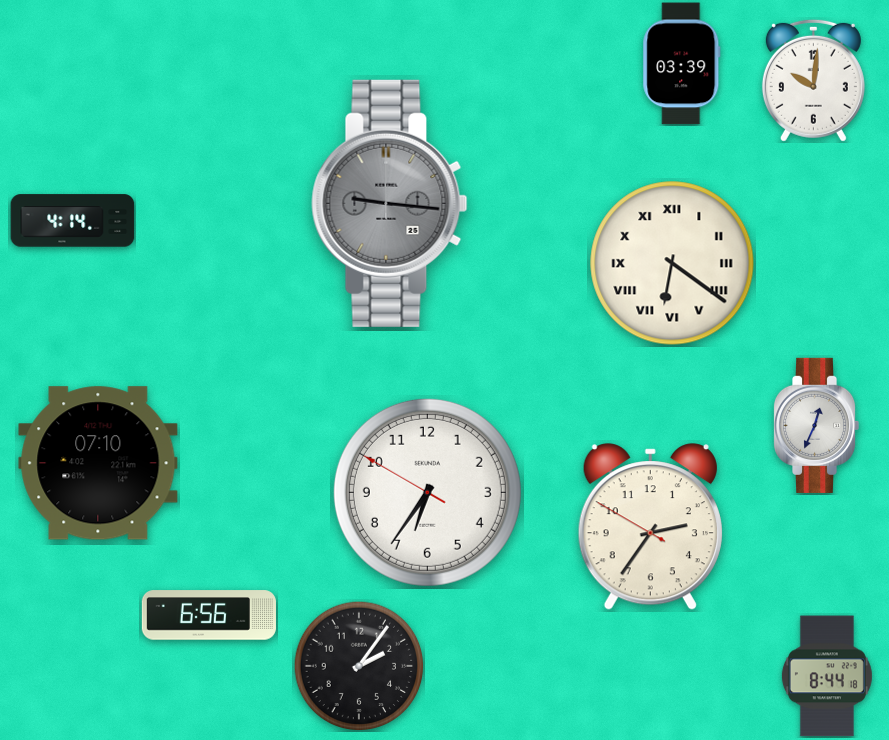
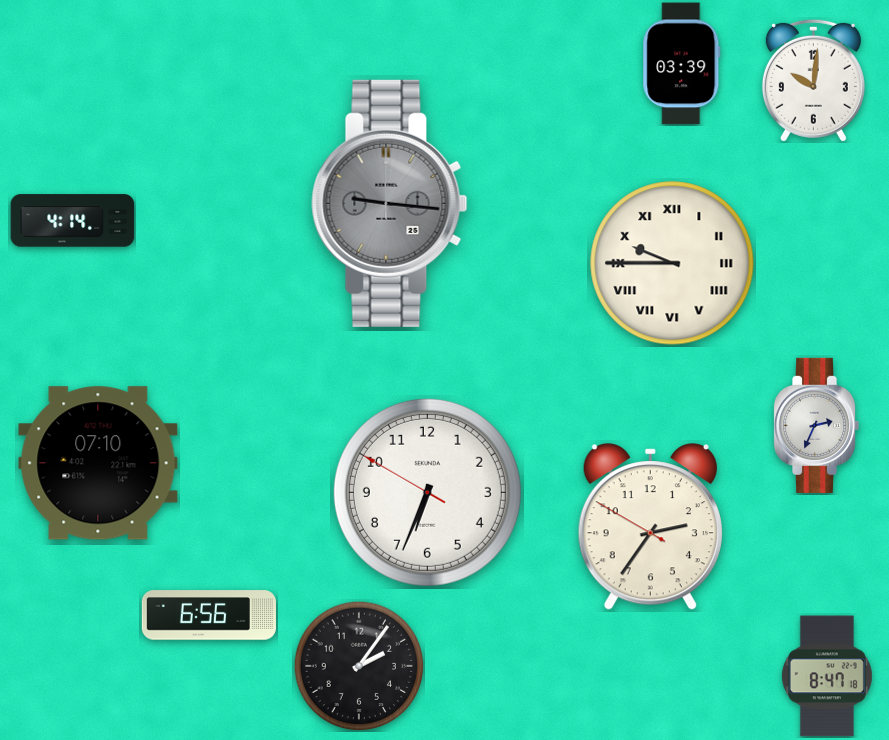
clock at (672, 263): 6:21 -> 9:45
clock at (816, 425): 12:34 -> 2:34
clock at (427, 492): 6:35 -> 6:33
clock at (827, 676): 8:44 -> 8:47
